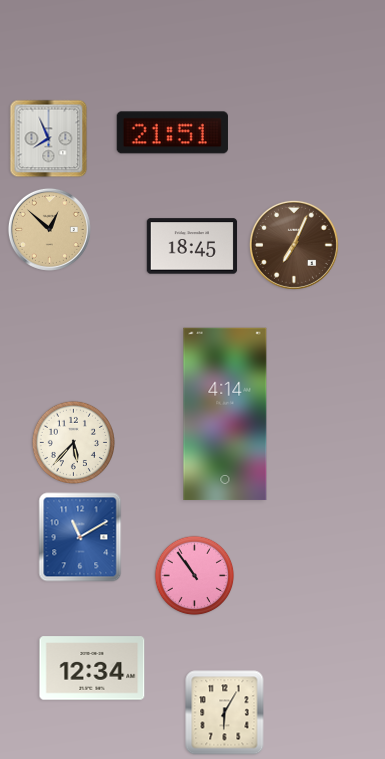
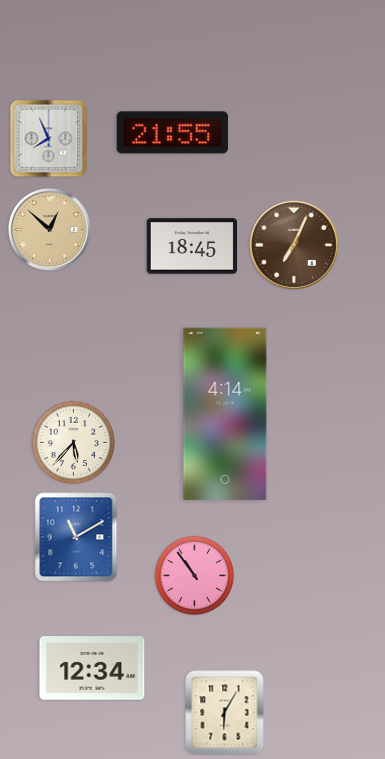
clock at (172, 133): 21:51 -> 21:55
clock at (80, 537) position: (80, 537) -> (76, 537)
